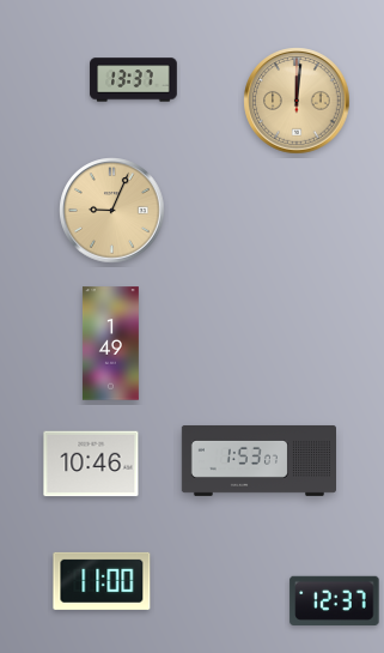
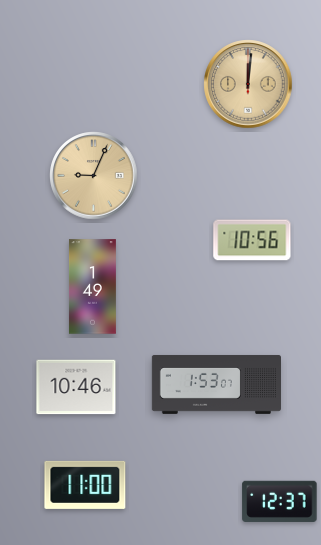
clock at (134, 80): 13:37 -> none
clock at (252, 240): none -> 10:56
